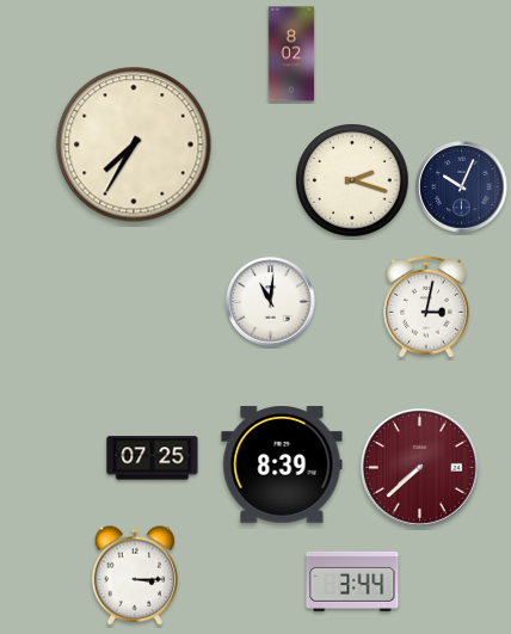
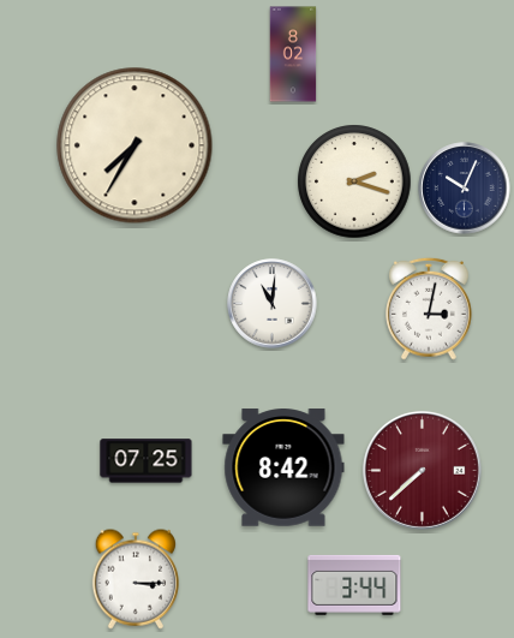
clock at (153, 458) position: (153, 458) -> (147, 461)
clock at (282, 464): 8:39 -> 8:42
